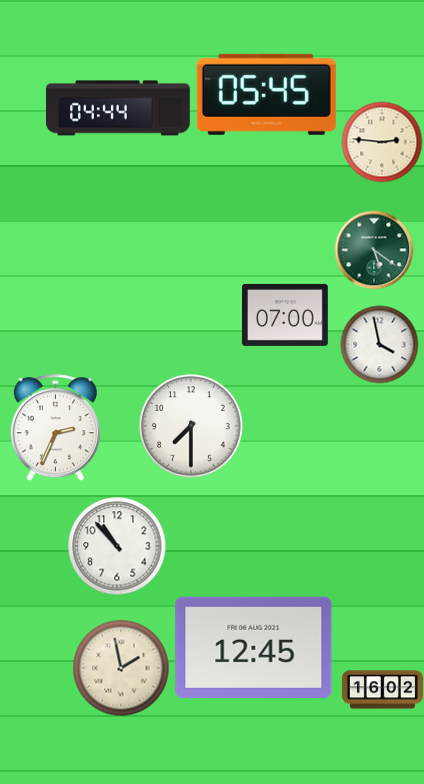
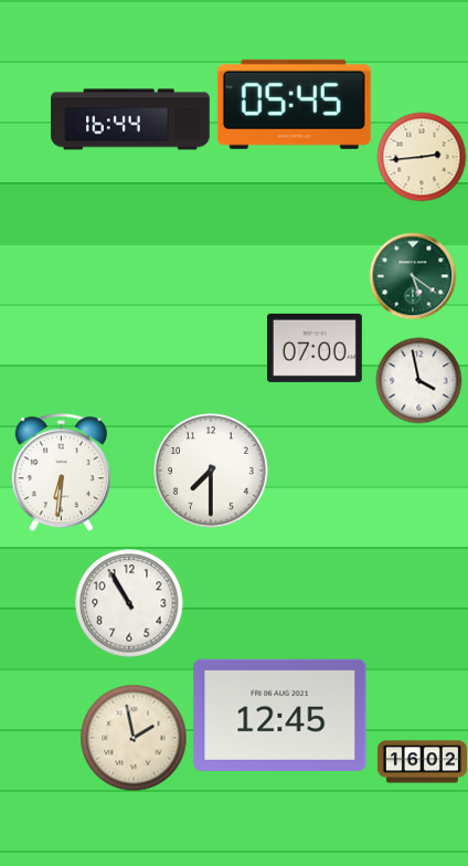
clock at (118, 108): 04:44 -> 16:44
clock at (382, 142): 2:46 -> 2:44
clock at (55, 428): 2:34 -> 6:31
clock at (117, 546): 10:53 -> 10:55
